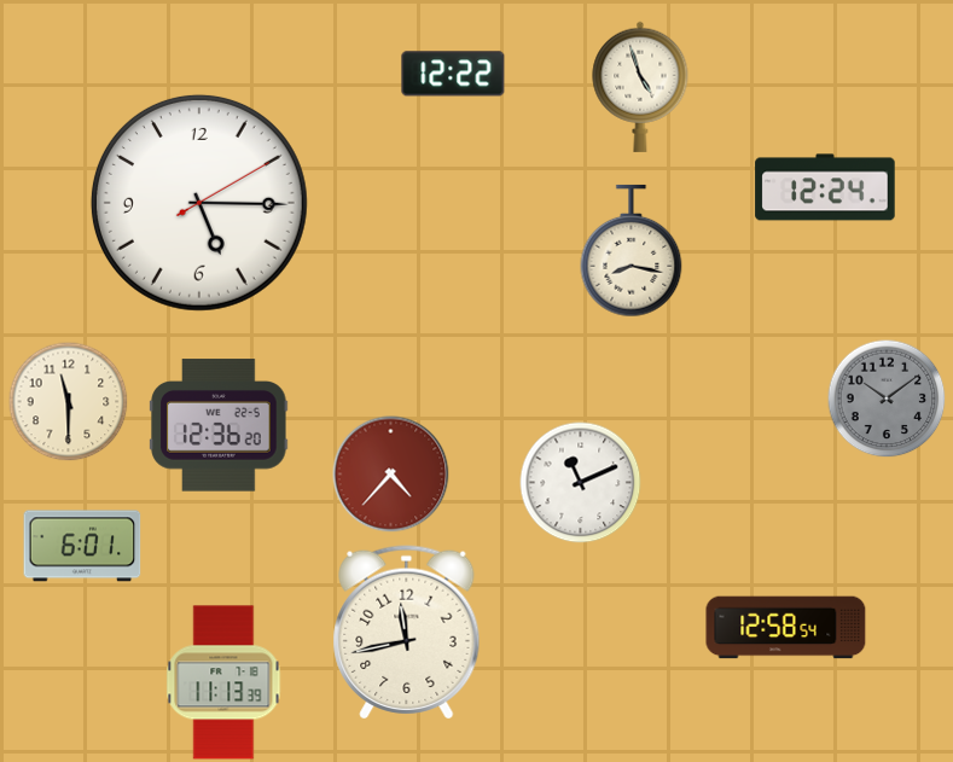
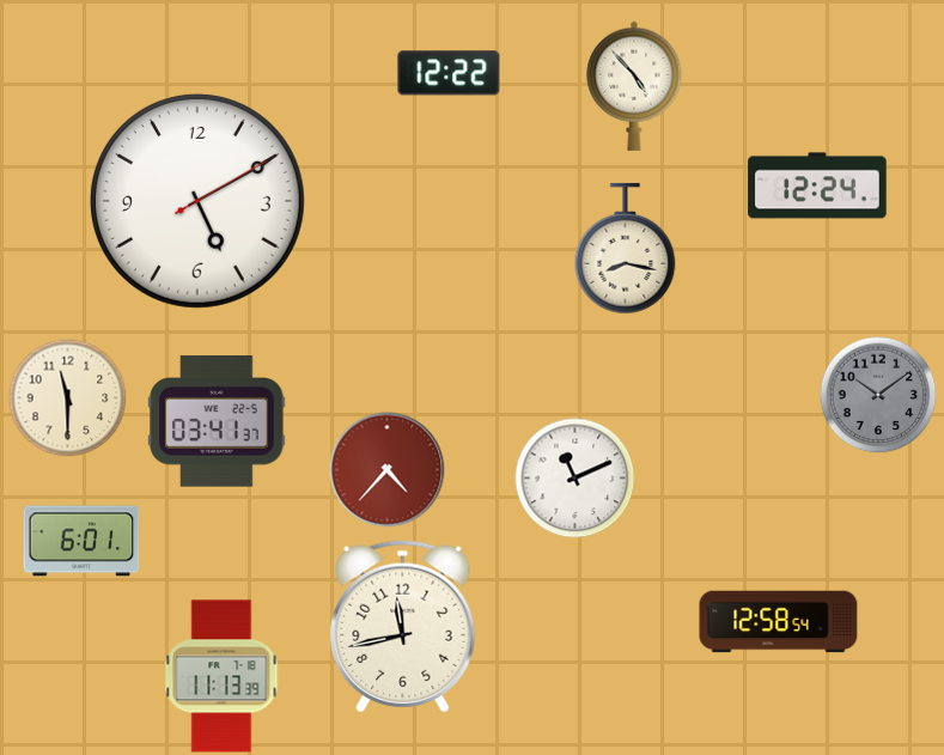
clock at (640, 87): 4:57 -> 4:53
clock at (199, 203): 5:15 -> 5:10
clock at (219, 425): 12:36 -> 03:41
